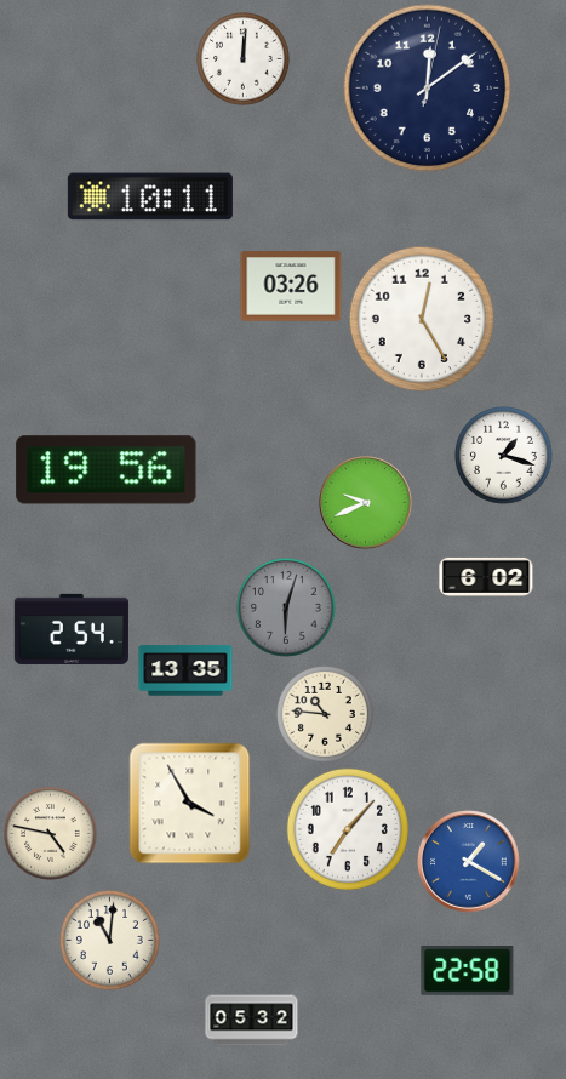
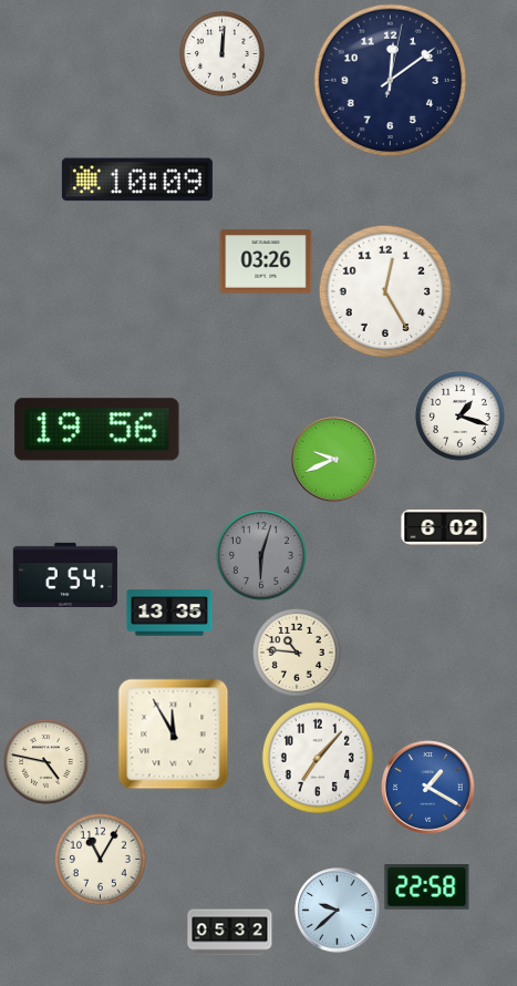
clock at (150, 196): 10:11 -> 10:09
clock at (190, 804): 3:55 -> 11:55
clock at (109, 940): 11:01 -> 11:05
clock at (338, 911): none -> 9:38
